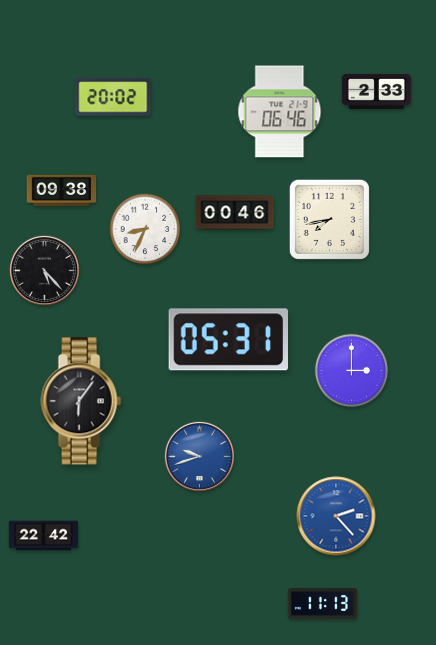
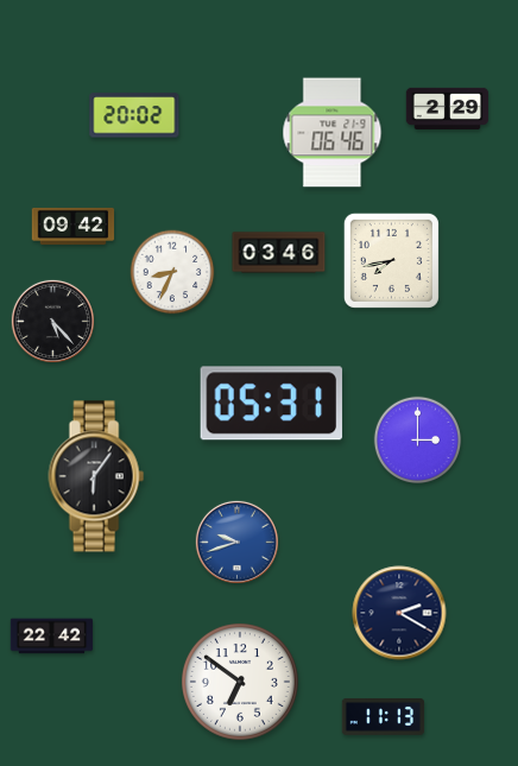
clock at (377, 91): 2:33 -> 2:29
clock at (62, 190): 09:38 -> 09:42
clock at (235, 213): 00:46 -> 03:46
clock at (336, 516): 2:23 -> 2:20
clock at (336, 516) dial: blue -> navy
clock at (240, 682): none -> 6:51
